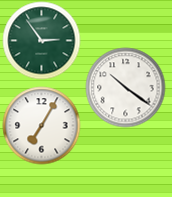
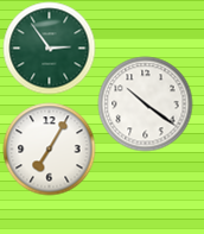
clock at (125, 87) position: (125, 87) -> (145, 103)
